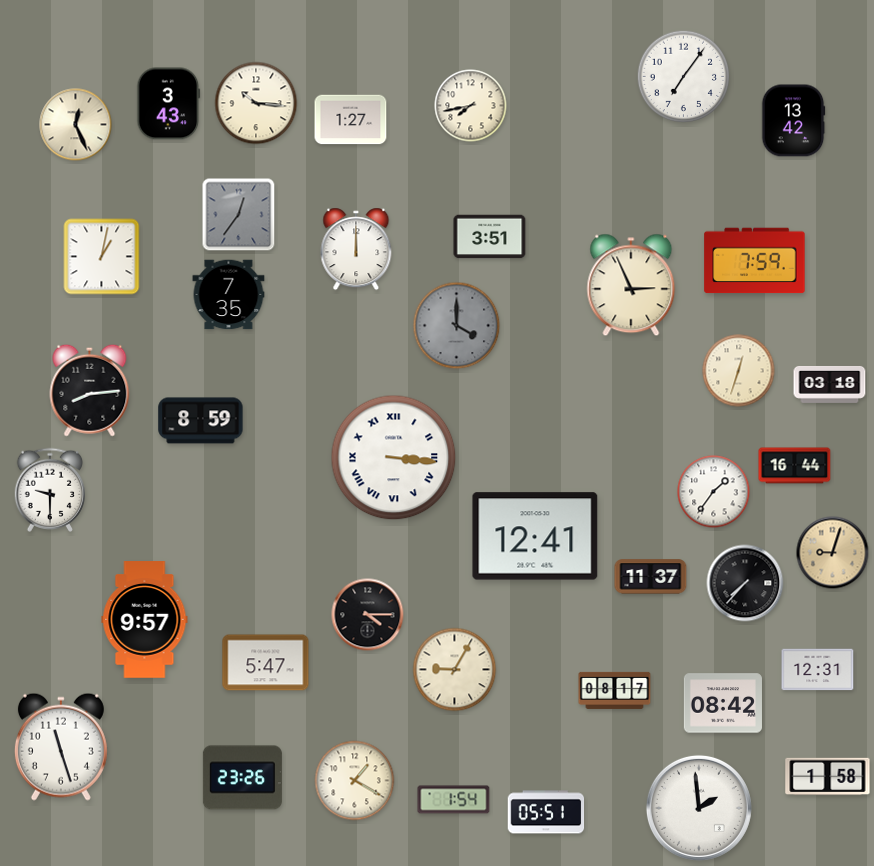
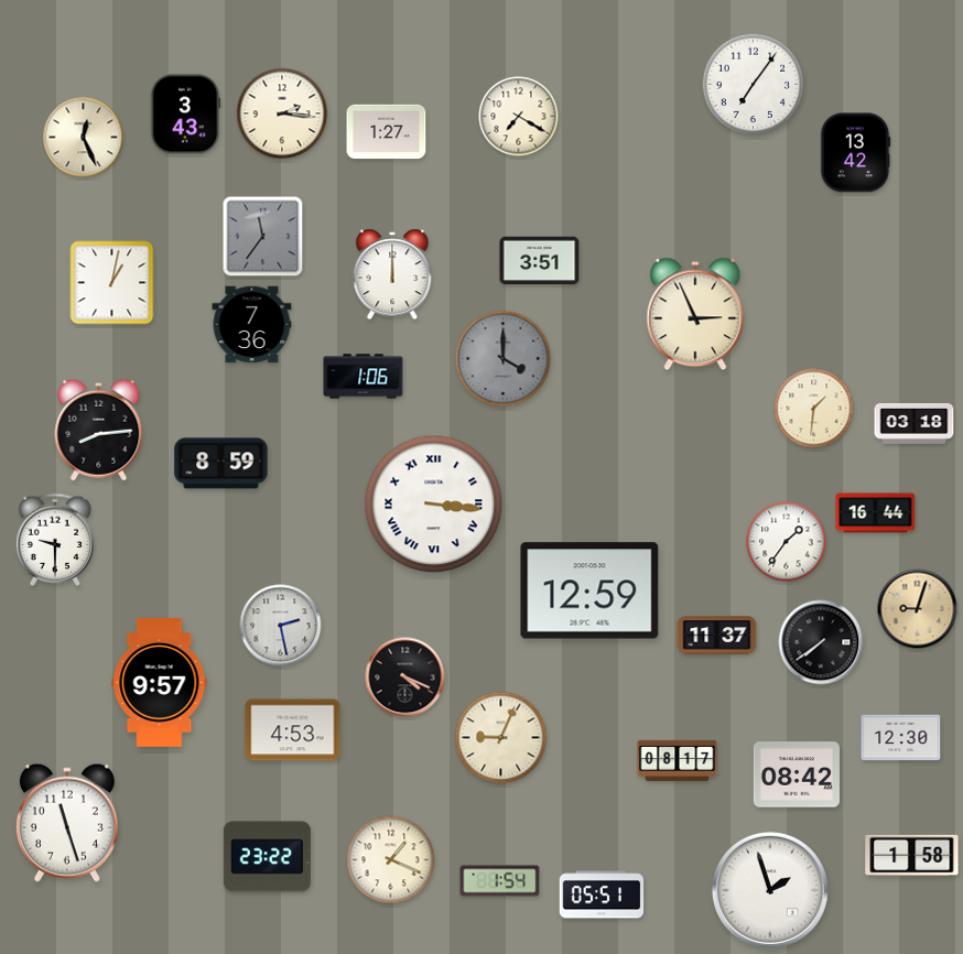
clock at (256, 103): 10:16 -> 2:16
clock at (471, 106): 7:43 -> 7:20
clock at (793, 121) position: (793, 121) -> (855, 153)
clock at (239, 215): 12:36 -> 11:36
clock at (755, 261): 7:59 -> none
clock at (229, 295): 7:35 -> 7:36
clock at (364, 377): none -> 1:06
clock at (739, 371): 12:33 -> 1:31
clock at (535, 536): 12:41 -> 12:59
clock at (281, 626): none -> 2:28
clock at (745, 583): 7:37 -> 7:39
clock at (368, 615): 4:15 -> 4:19
clock at (266, 663): 5:47 -> 4:53
clock at (455, 670): 9:05 -> 9:04
clock at (818, 670): 12:31 -> 12:30
clock at (242, 778): 23:26 -> 23:22
clock at (355, 781): 1:20 -> 1:19
clock at (699, 808): 1:59 -> 1:57
